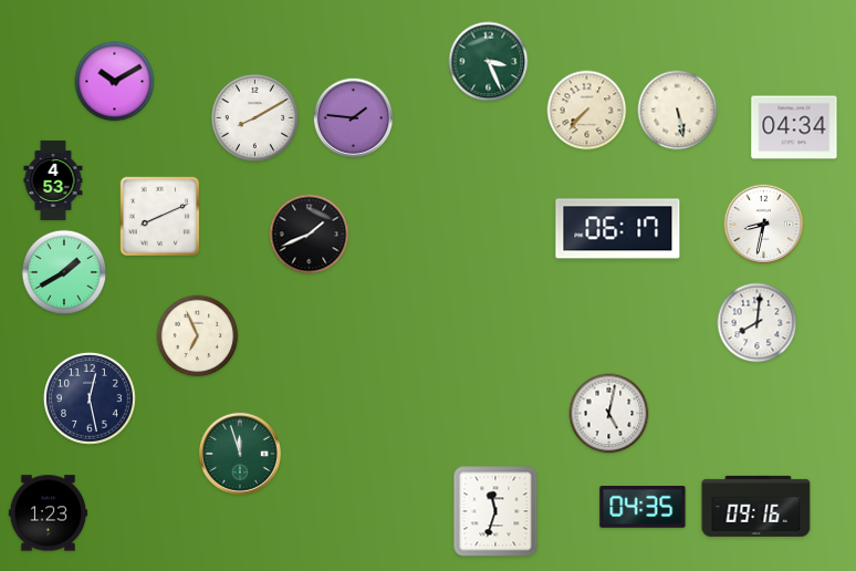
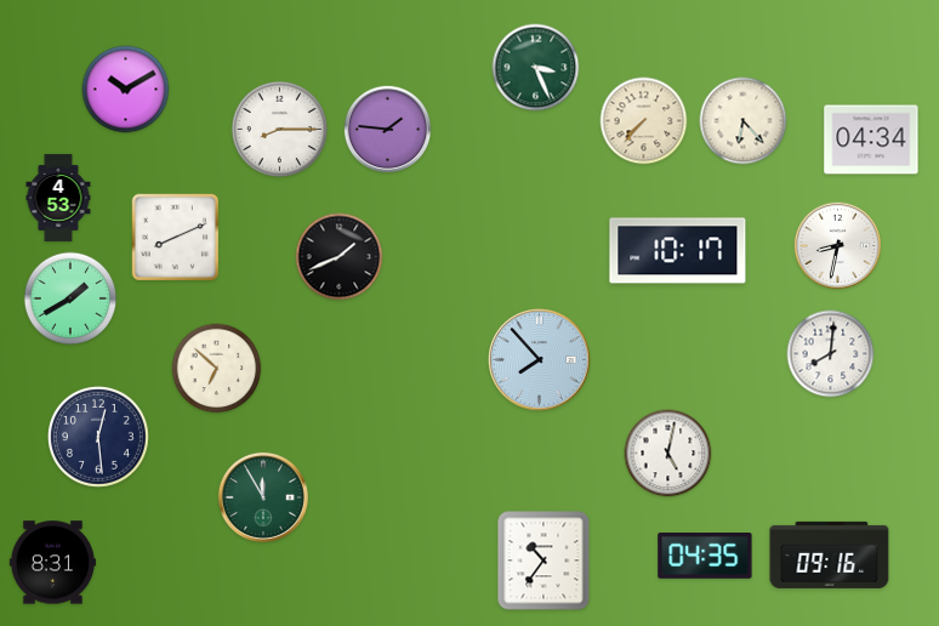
clock at (678, 111): 5:28 -> 6:23
clock at (254, 117): 8:10 -> 8:15
clock at (618, 229): 06:17 -> 10:17
clock at (540, 360): none -> 7:53
clock at (198, 336): 6:56 -> 6:52
clock at (91, 399): 12:28 -> 12:29
clock at (240, 454): 11:57 -> 11:55
clock at (495, 511): 11:33 -> 10:36
clock at (48, 513): 1:23 -> 8:31
